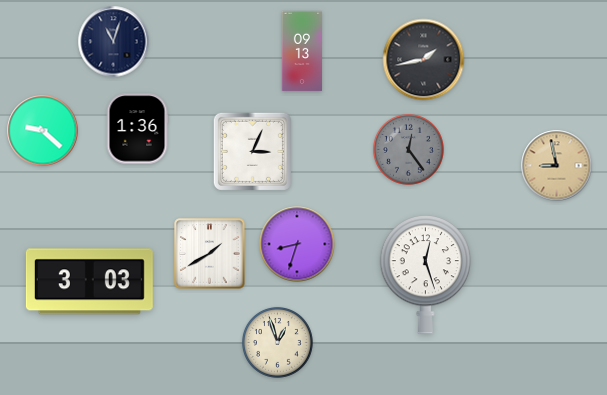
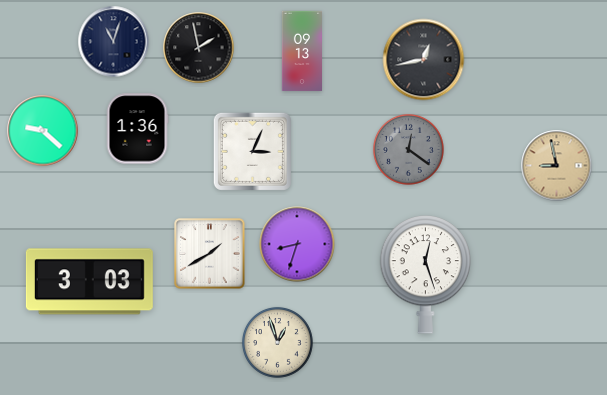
clock at (199, 48): none -> 1:58
clock at (424, 60): 1:43 -> 12:43
clock at (408, 149): 12:24 -> 12:21
